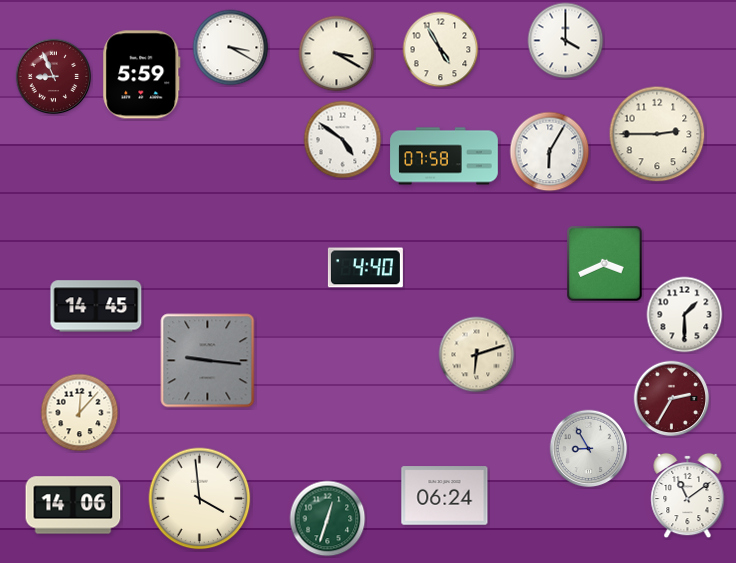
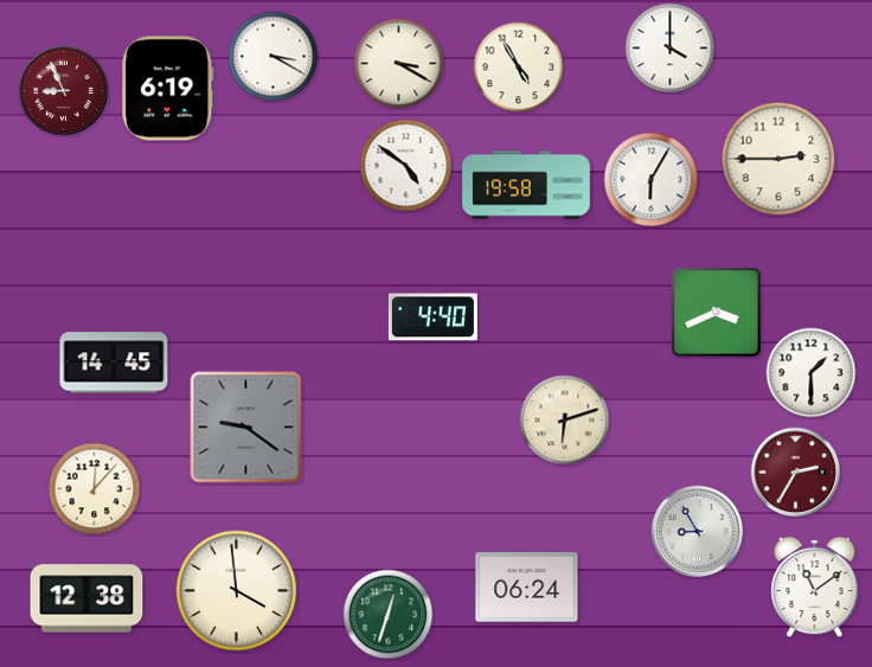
clock at (441, 50) position: (441, 50) -> (519, 68)
clock at (142, 75): 5:59 -> 6:19
clock at (444, 156): 07:58 -> 19:58
clock at (208, 361): 9:16 -> 9:21
clock at (73, 505): 14:06 -> 12:38
